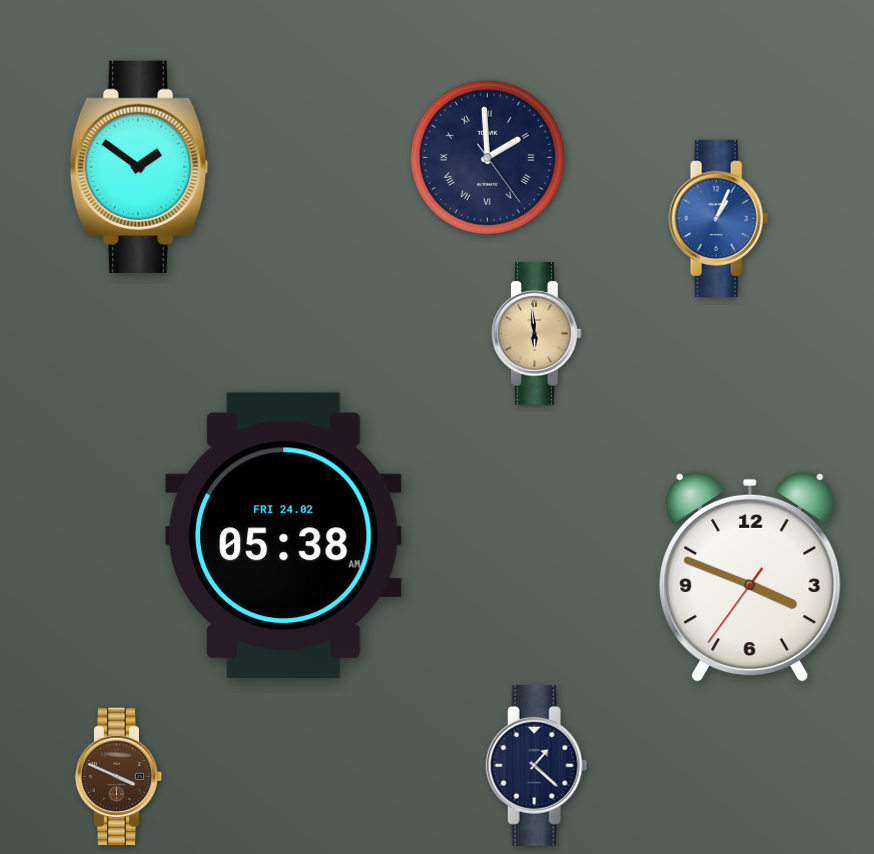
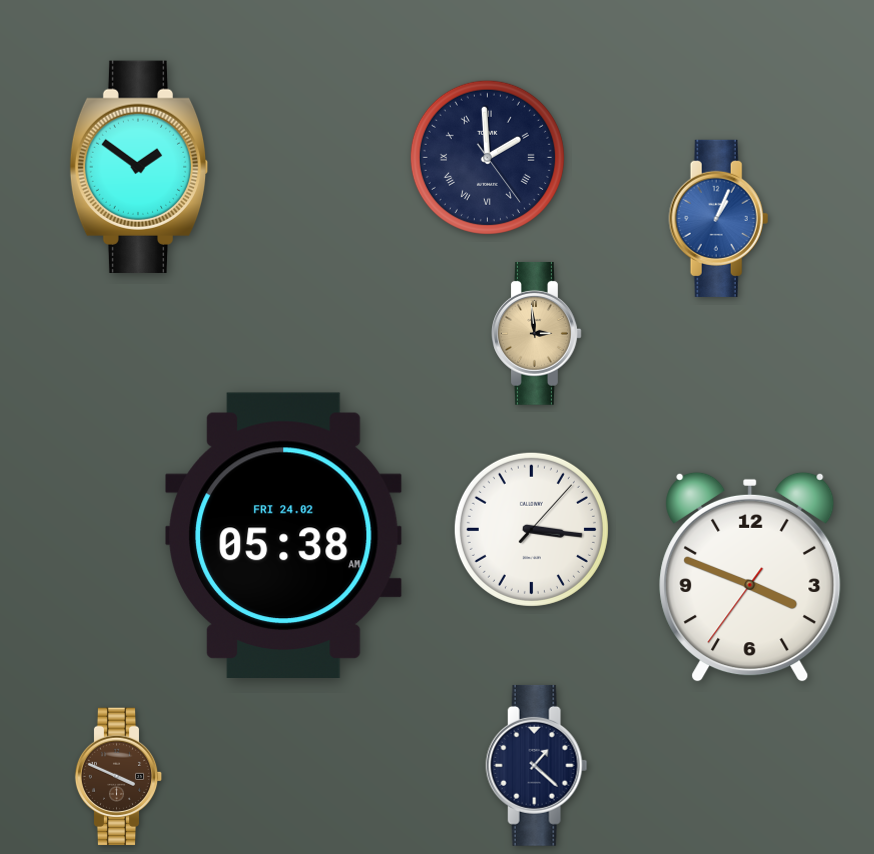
clock at (536, 333): 5:59 -> 2:59
clock at (531, 529): none -> 3:16
